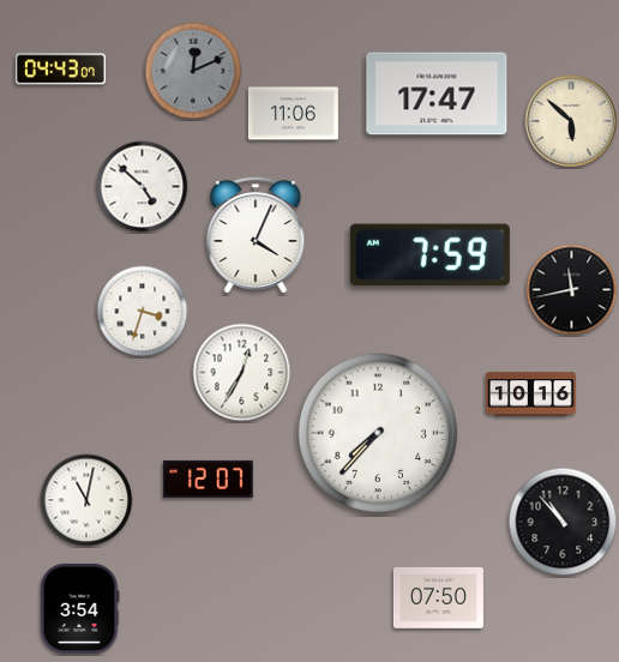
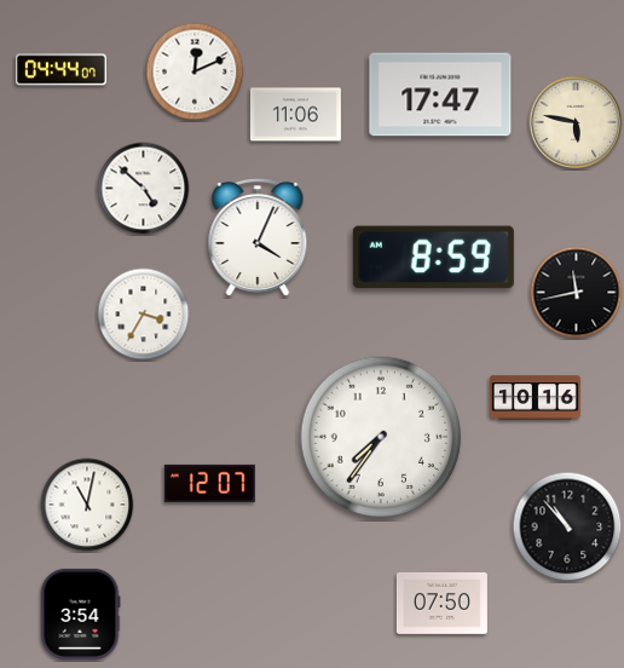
clock at (60, 70): 04:43 -> 04:44
clock at (193, 71) dial: grey -> white
clock at (571, 121): 5:52 -> 5:47
clock at (429, 255): 7:59 -> 8:59
clock at (143, 312): 3:33 -> 3:35
clock at (242, 373): 12:35 -> none
clock at (378, 433): 7:37 -> 7:36
